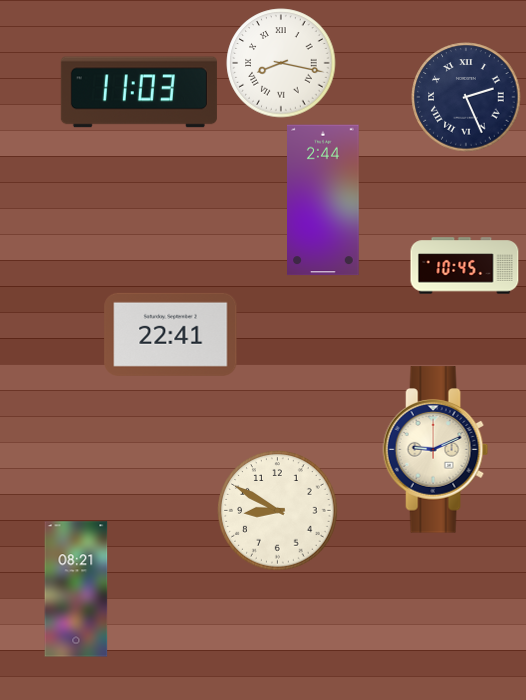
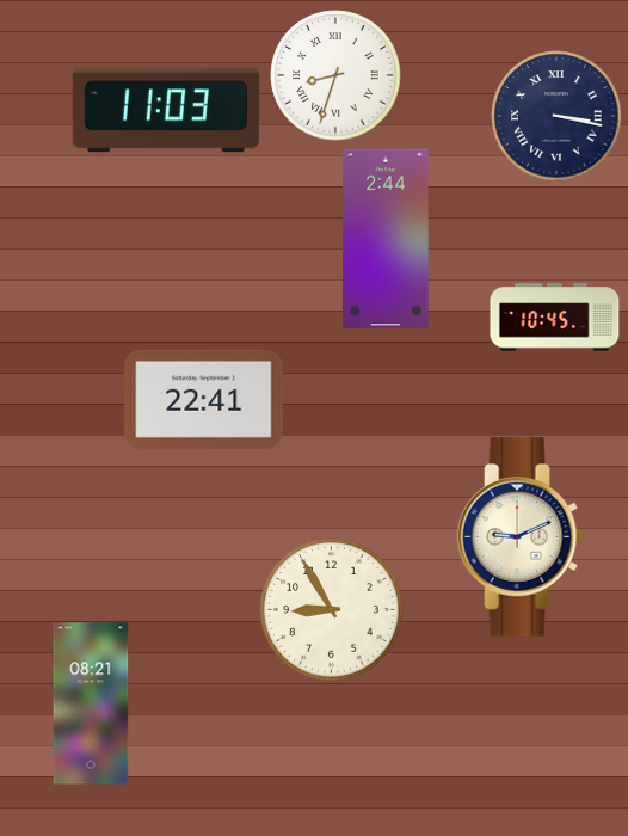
clock at (281, 63): 8:17 -> 8:33
clock at (466, 97): 2:26 -> 3:17
clock at (278, 511): 8:50 -> 8:55
